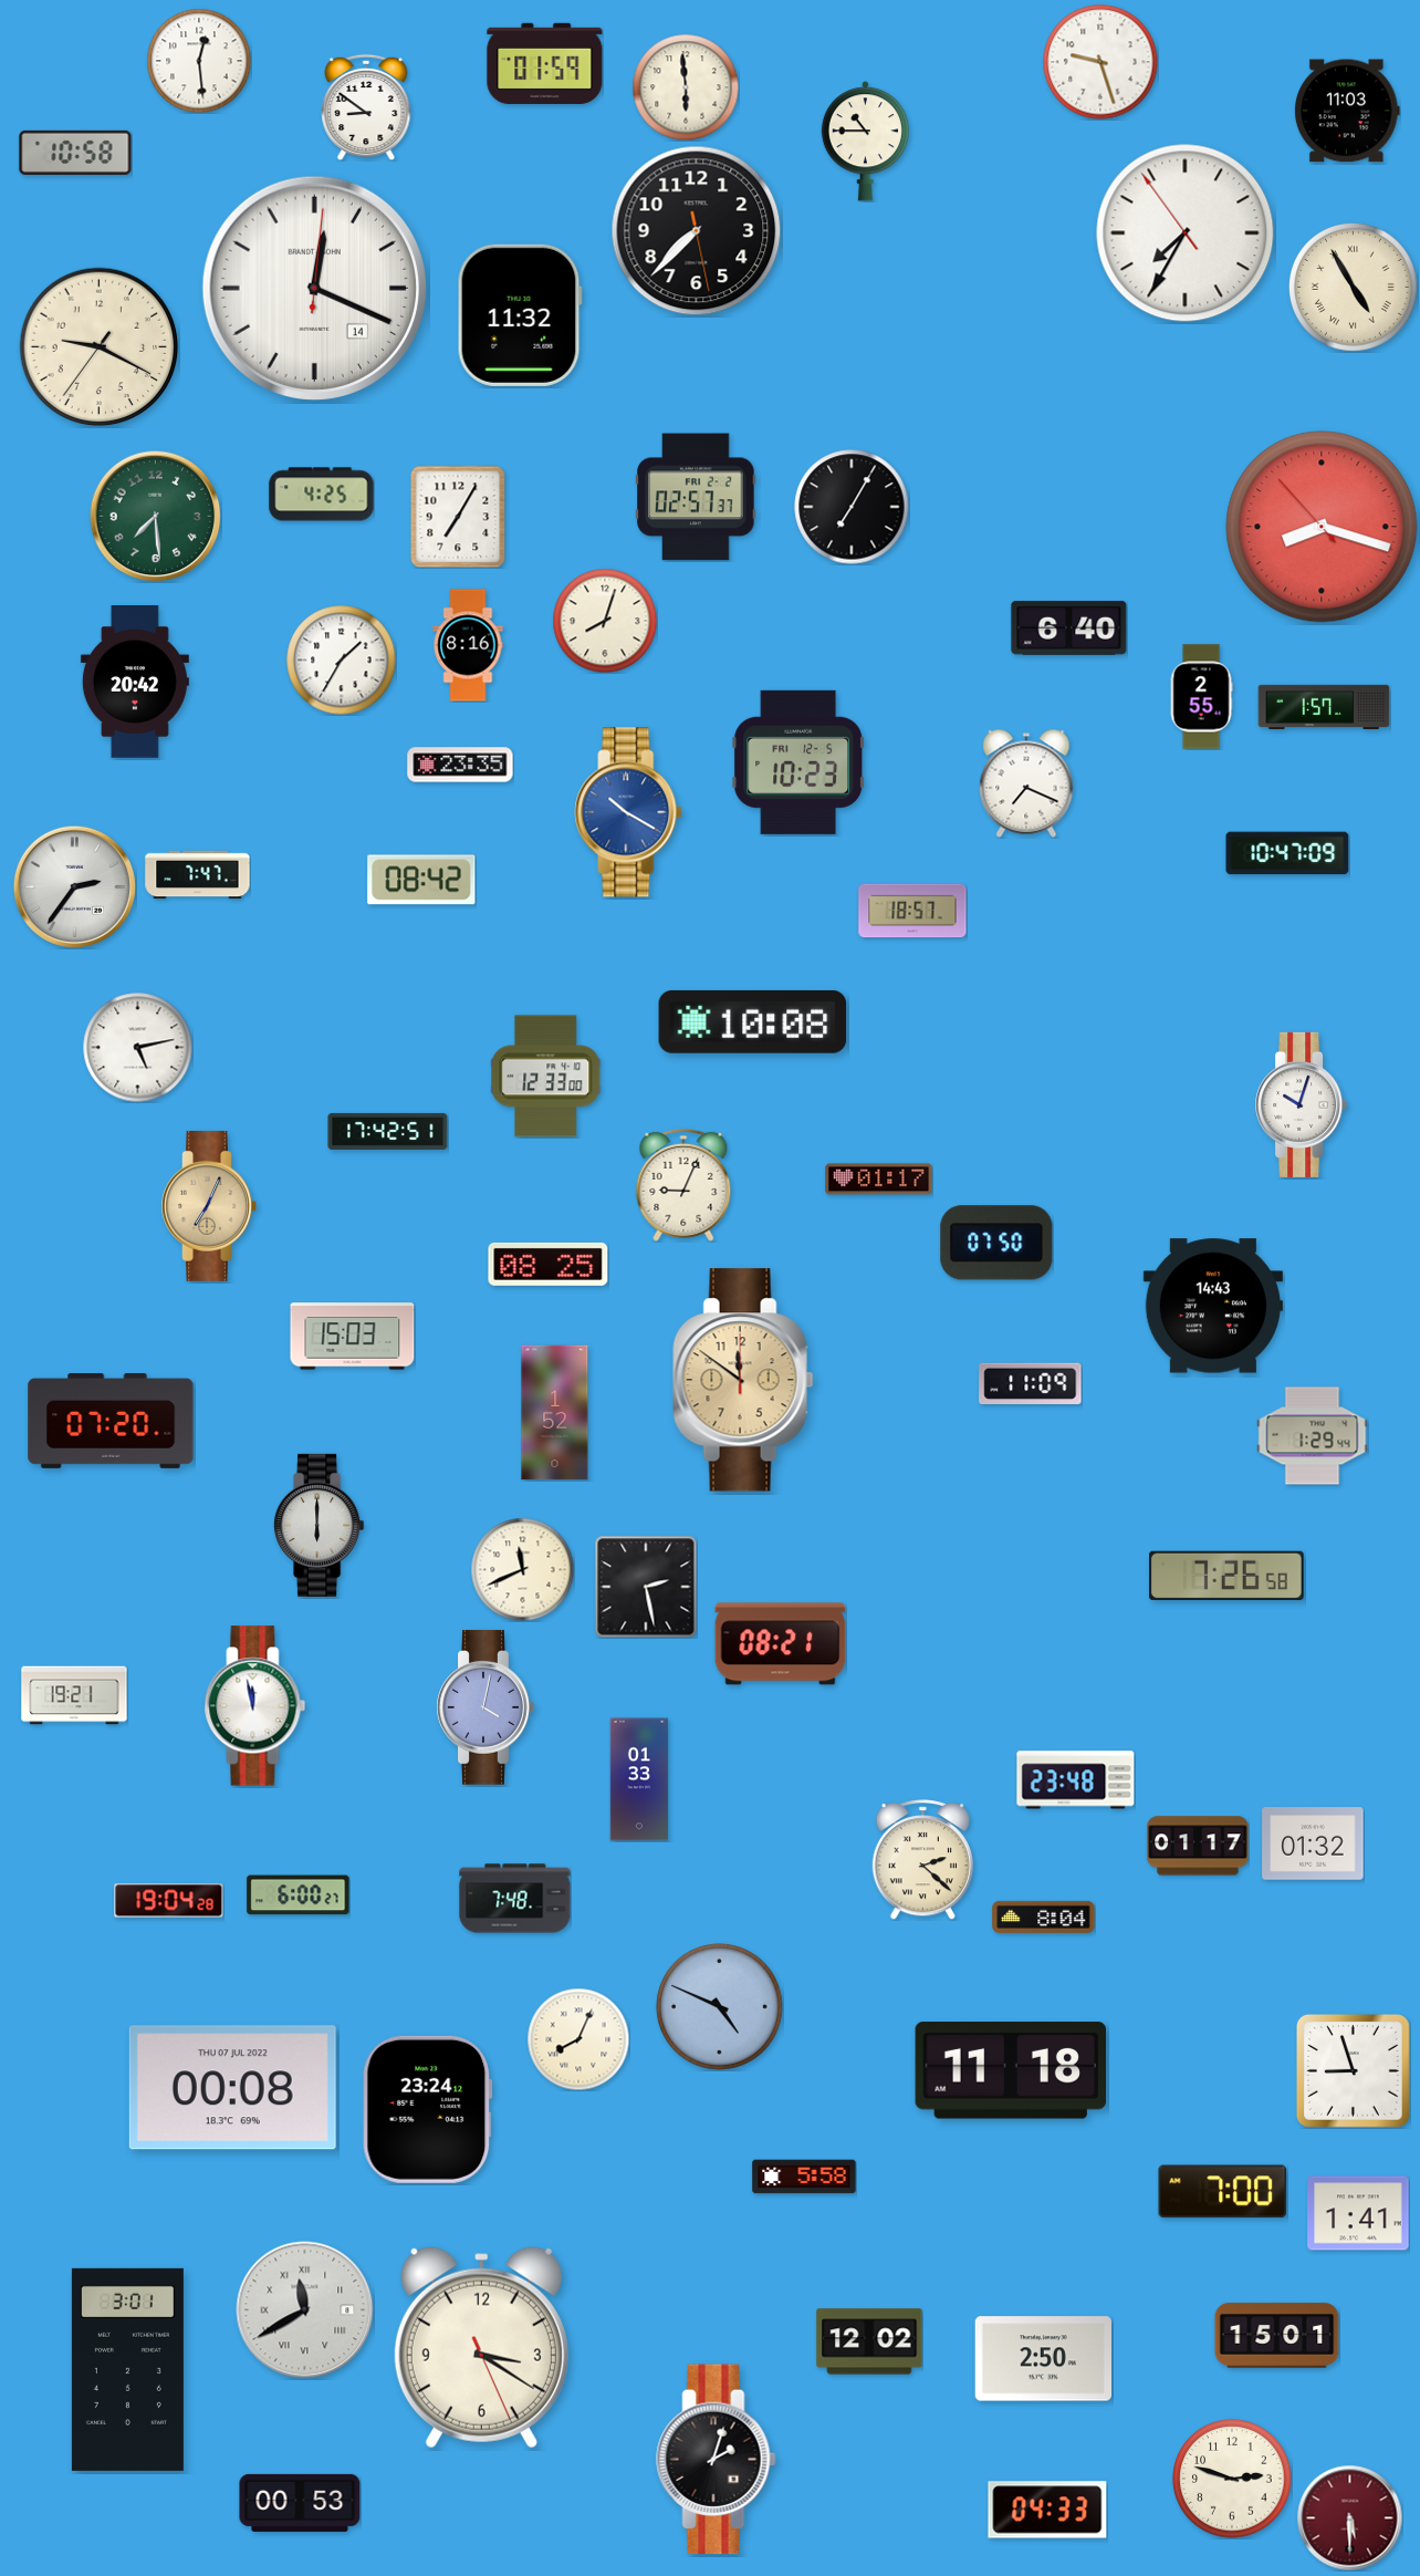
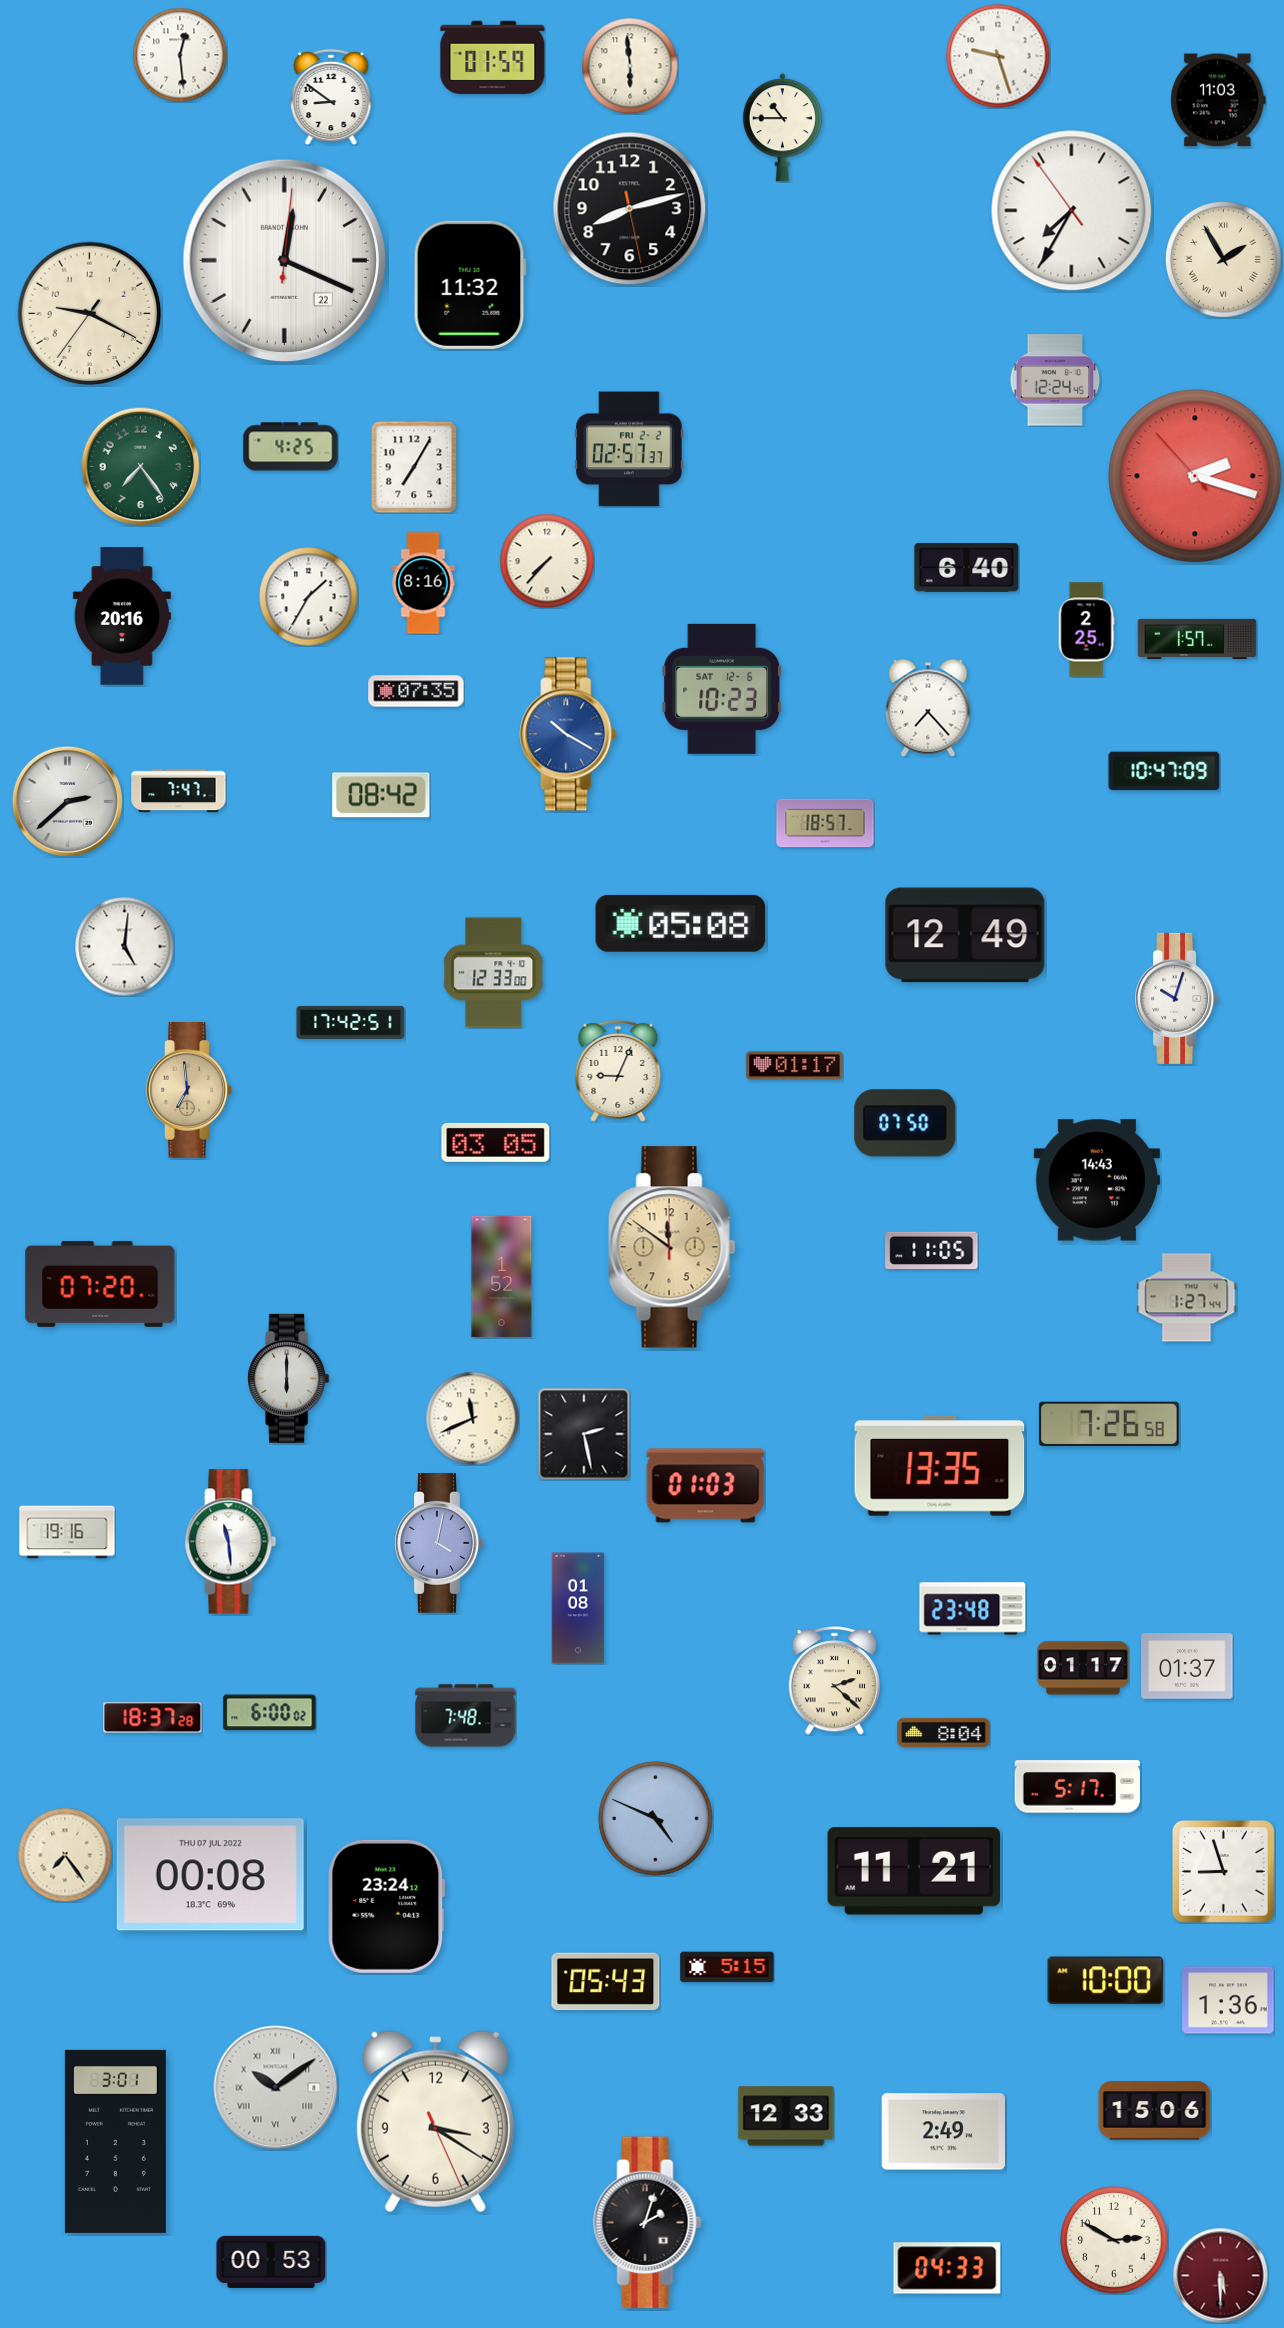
clock at (1100, 62) position: (1100, 62) -> (998, 56)
clock at (686, 87) position: (686, 87) -> (630, 66)
clock at (75, 153): 10:58 -> none
clock at (697, 231): 7:37 -> 8:12
clock at (1353, 287): 4:55 -> 1:55
clock at (314, 288) date: 14 -> 22
clock at (1055, 380): none -> 12:24
clock at (852, 507): 7:05 -> none
clock at (155, 516): 7:29 -> 7:24
clock at (1322, 527): 8:17 -> 2:17
clock at (605, 621): 8:03 -> 7:37
clock at (135, 683): 20:42 -> 20:16
clock at (1201, 697): 2:55 -> 2:25
clock at (798, 762) date: FRI 12-5 -> SAT 12-6
clock at (460, 765): 23:35 -> 07:35
clock at (1026, 783): 7:19 -> 7:23
clock at (74, 886): 2:36 -> 2:38
clock at (753, 1021): 10:08 -> 05:08
clock at (965, 935): none -> 12:49
clock at (138, 1048): 5:13 -> 5:01
clock at (209, 1206): 7:04 -> 6:59
clock at (996, 1243) position: (996, 1243) -> (905, 1123)
clock at (549, 1264): 08:25 -> 03:05
clock at (353, 1337): 15:03 -> none
clock at (1031, 1383): 11:09 -> 11:05
clock at (1313, 1436): 1:29 -> 1:27
clock at (940, 1466): none -> 13:35
clock at (781, 1644): 08:21 -> 01:03
clock at (74, 1695): 19:21 -> 19:16
clock at (255, 1706): 11:58 -> 11:29
clock at (639, 1779): 01:33 -> 01:08
clock at (1313, 1843): 01:32 -> 01:37
clock at (299, 1895): 6:00:27 -> 6:00:02
clock at (169, 1901): 19:04 -> 18:37
clock at (1077, 1787): none -> 5:17
clock at (720, 2007) position: (720, 2007) -> (656, 1819)
clock at (578, 2039): 8:04 -> none
clock at (65, 1855): none -> 7:24
clock at (1010, 2070): 11:18 -> 11:21
clock at (232, 2088) position: (232, 2088) -> (210, 1875)
clock at (804, 2177): 5:58 -> 5:15
clock at (1223, 2192): 7:00 -> 10:00
clock at (606, 1982): none -> 05:43
clock at (1358, 2213): 1:41 -> 1:36
clock at (305, 2310): 11:40 -> 10:09
clock at (1277, 2336): 15:01 -> 15:06
clock at (869, 2341): 12:02 -> 12:33
clock at (1043, 2359): 2:50 -> 2:49
clock at (1232, 2479): 2:48 -> 2:50
